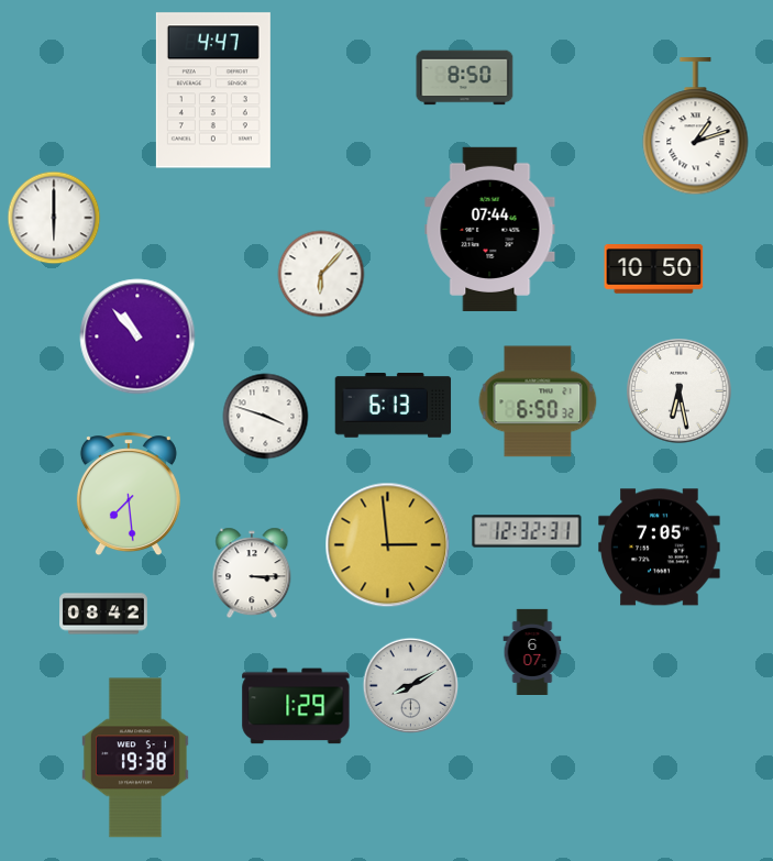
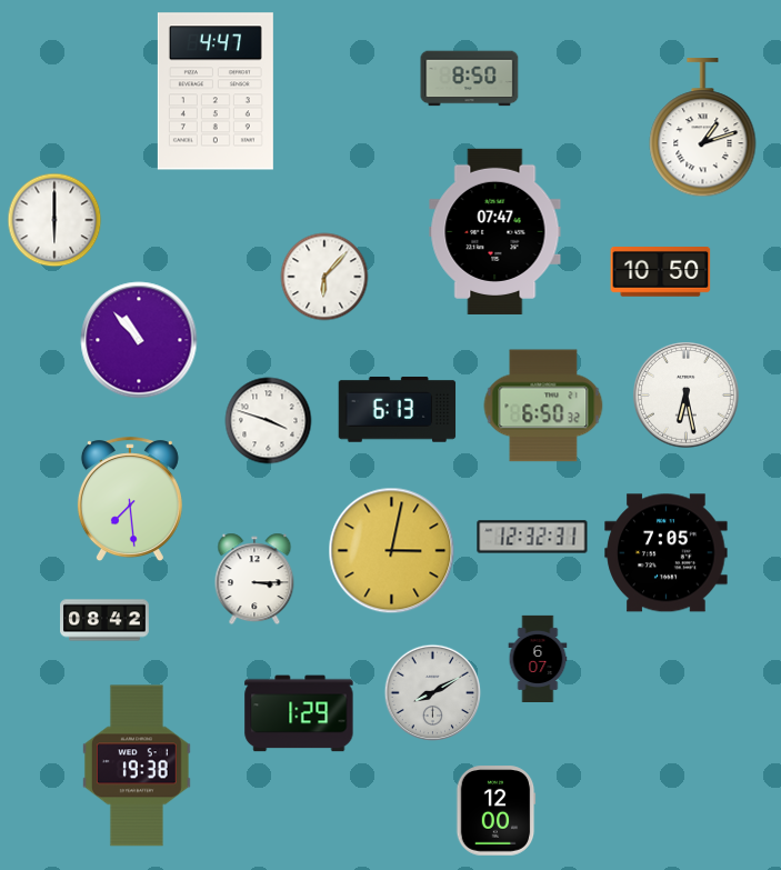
clock at (490, 229): 07:44 -> 07:47
clock at (388, 545): 2:59 -> 3:02
clock at (411, 686) position: (411, 686) -> (433, 693)
clock at (495, 811): none -> 12:00
